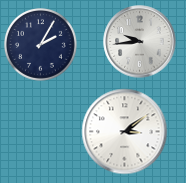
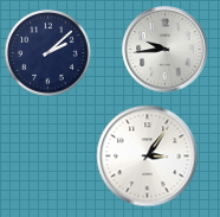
clock at (41, 45): 2:05 -> 2:08
clock at (125, 132): 3:09 -> 3:06
